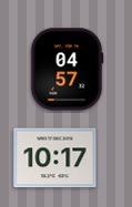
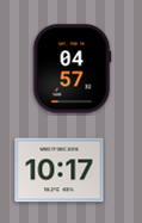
clock at (67, 70) position: (67, 70) -> (72, 69)
